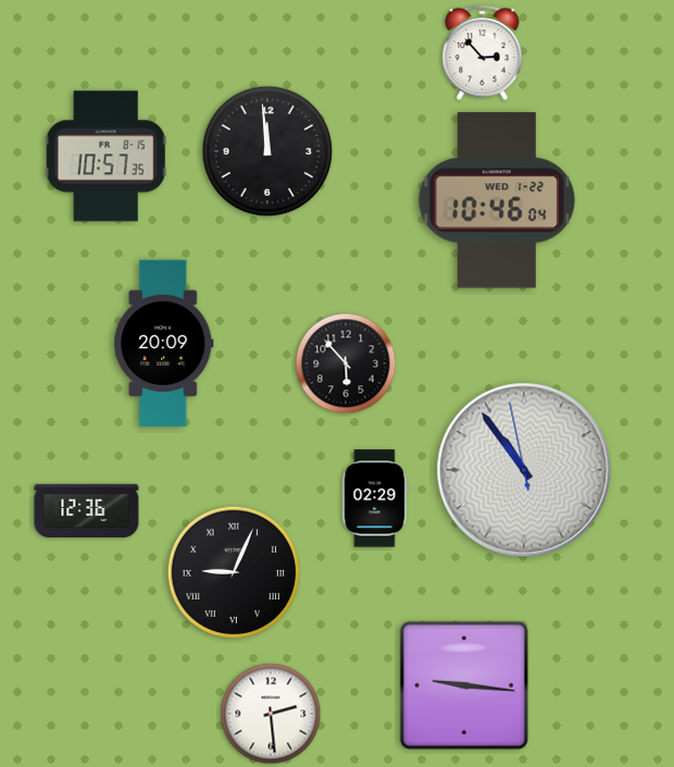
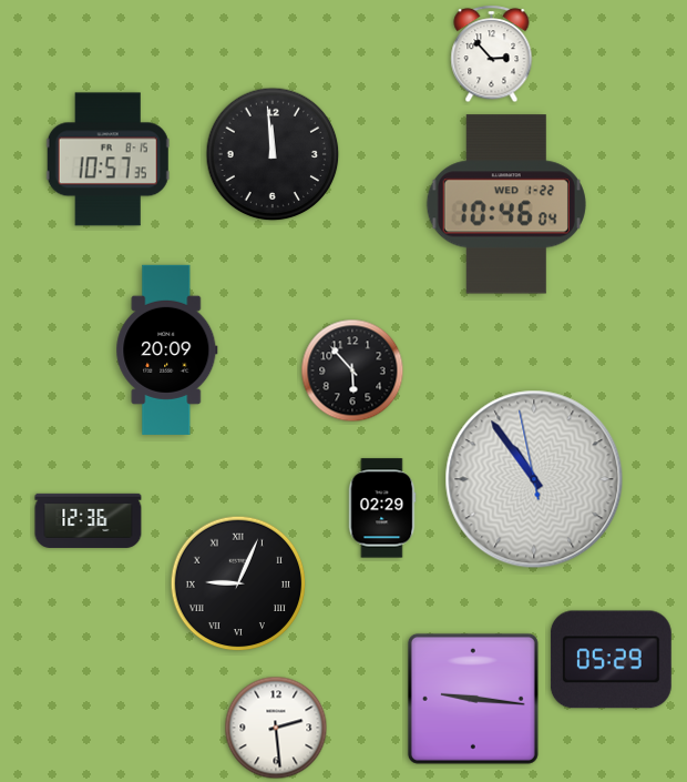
clock at (611, 660): none -> 05:29
